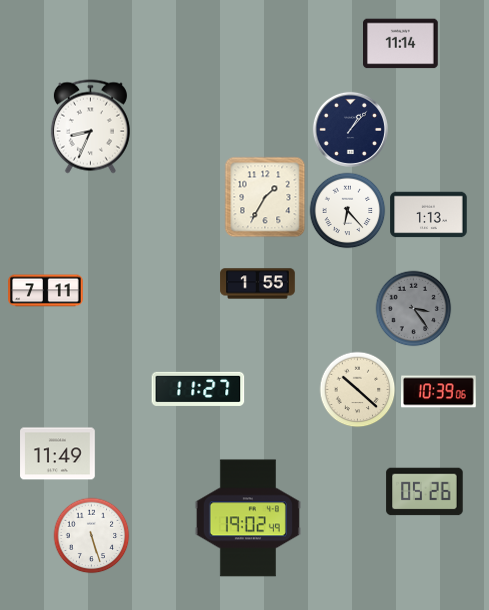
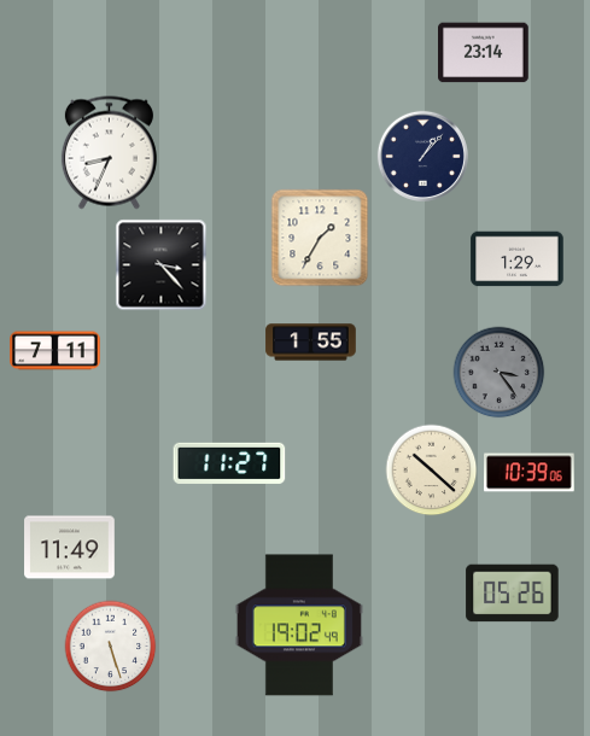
clock at (401, 44): 11:14 -> 23:14
clock at (348, 211): 6:23 -> none
clock at (429, 215): 1:13 -> 1:29
clock at (162, 265): none -> 3:23
clock at (198, 389) position: (198, 389) -> (229, 463)
